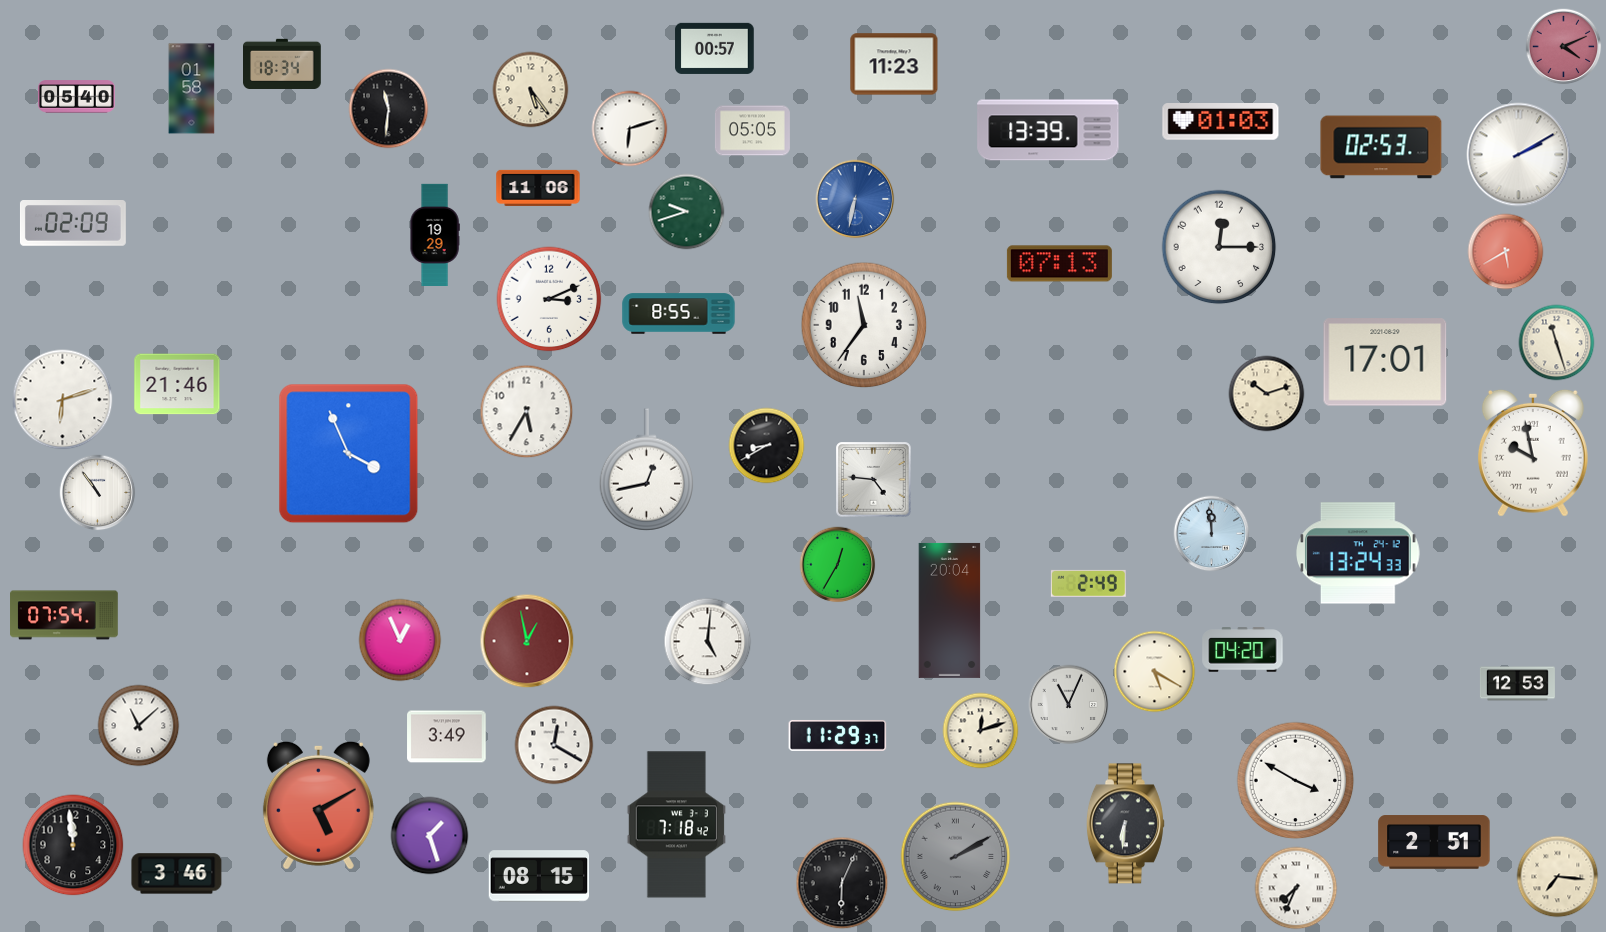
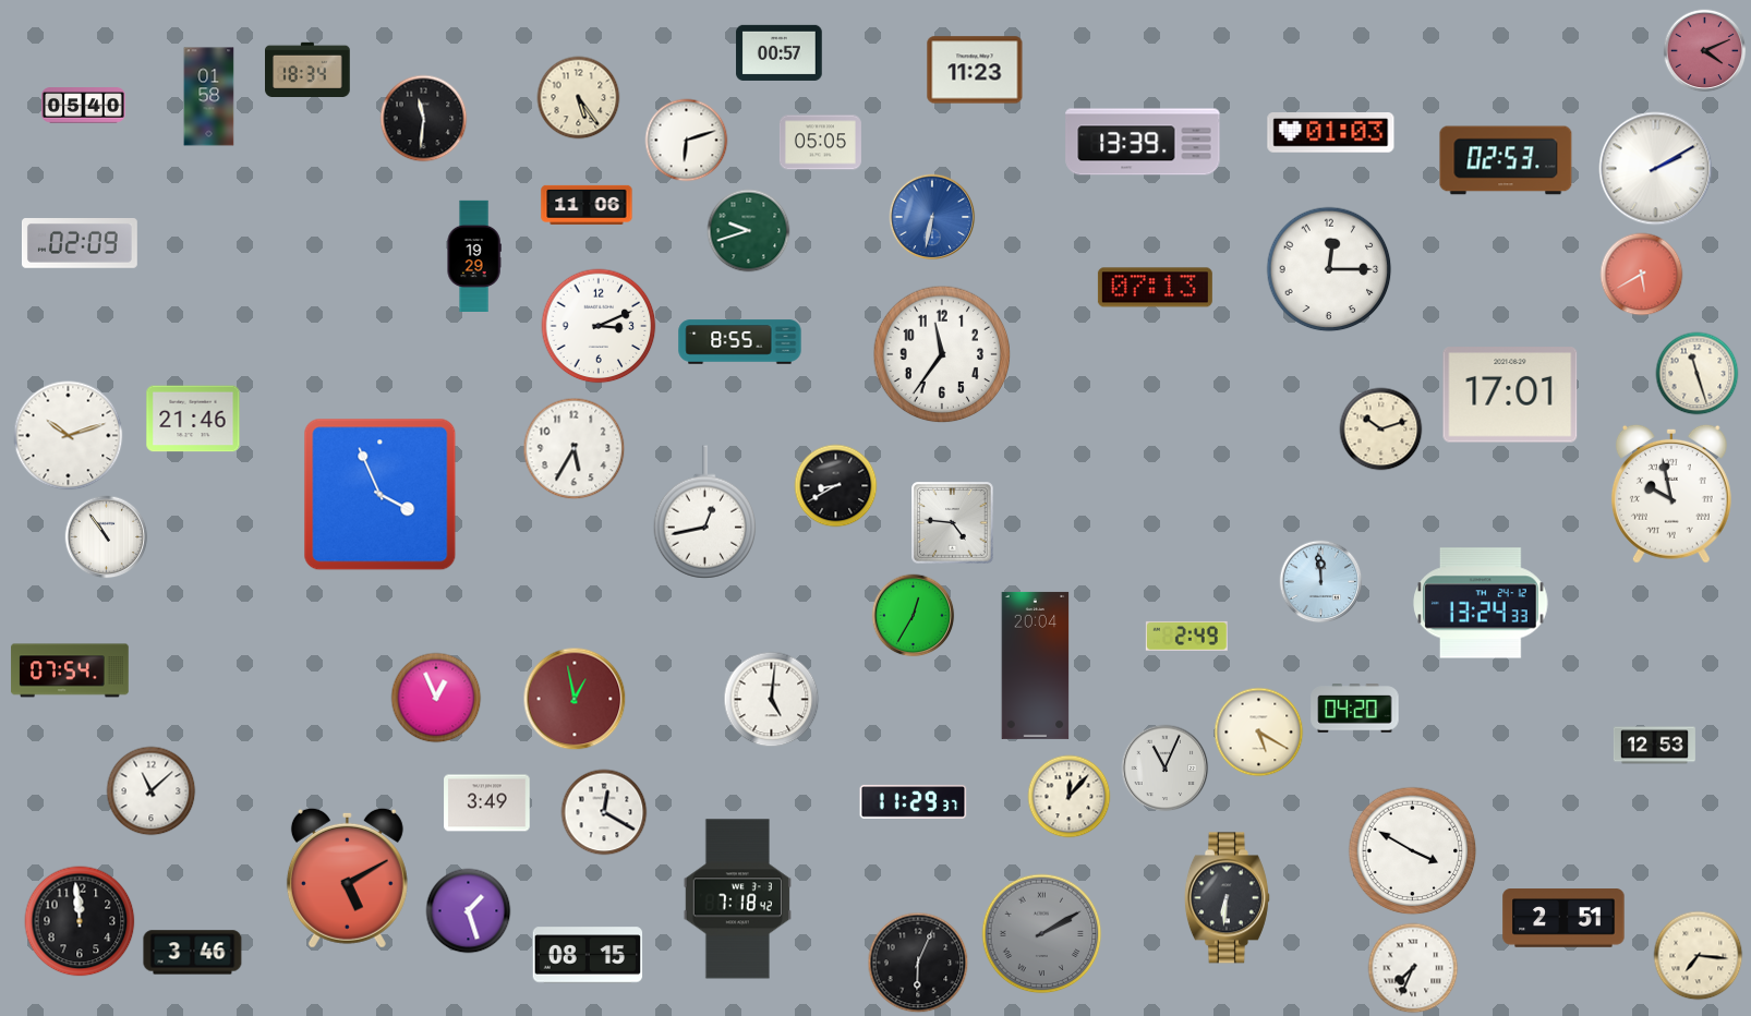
clock at (63, 400): 6:12 -> 10:12
clock at (981, 731): 12:12 -> 12:07
